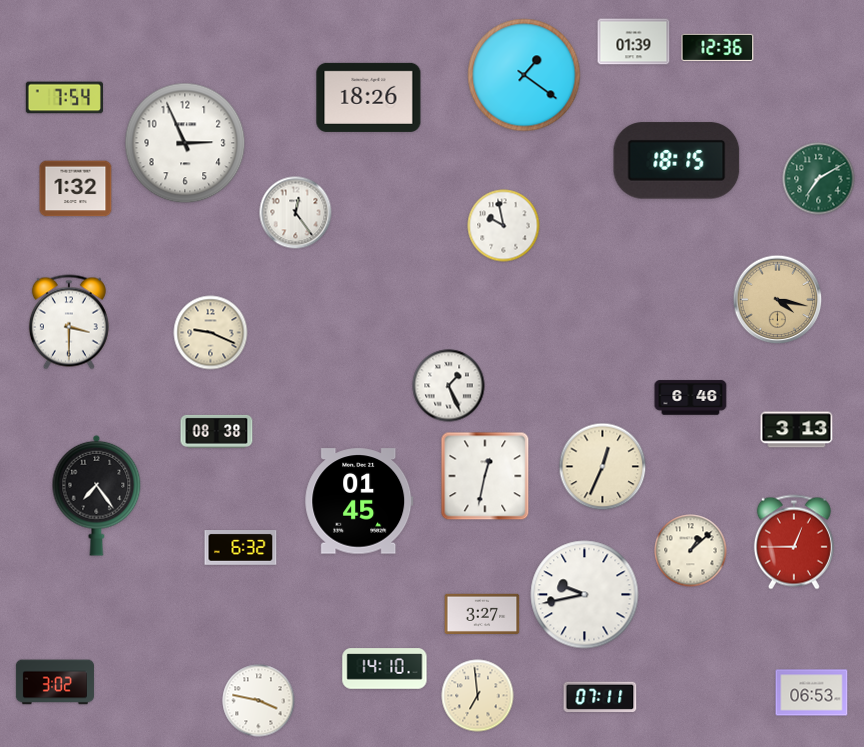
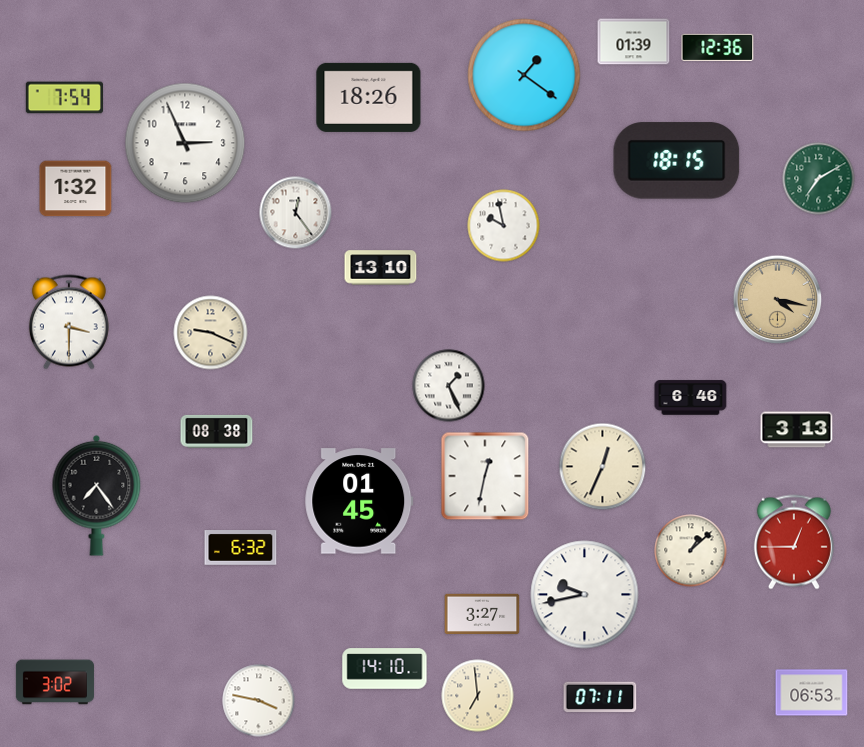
clock at (381, 268): none -> 13:10
